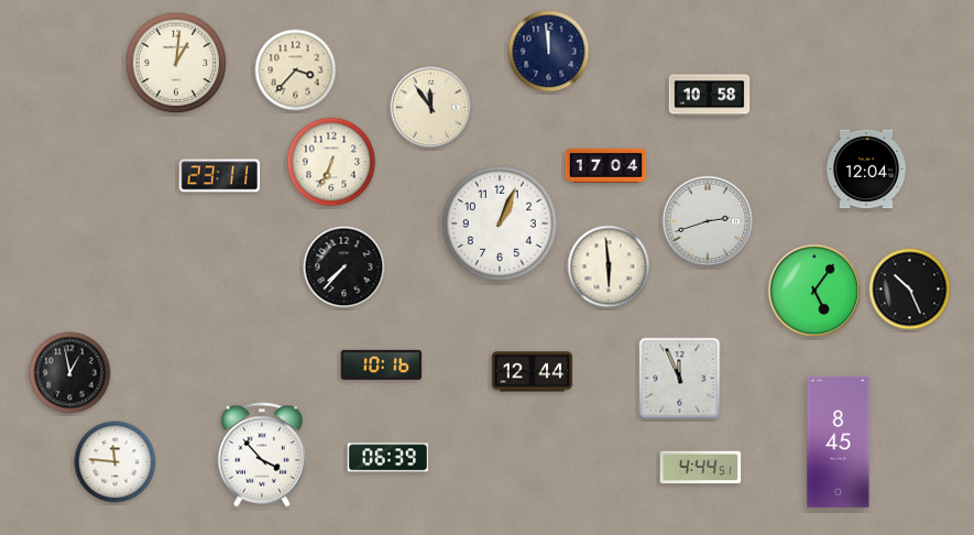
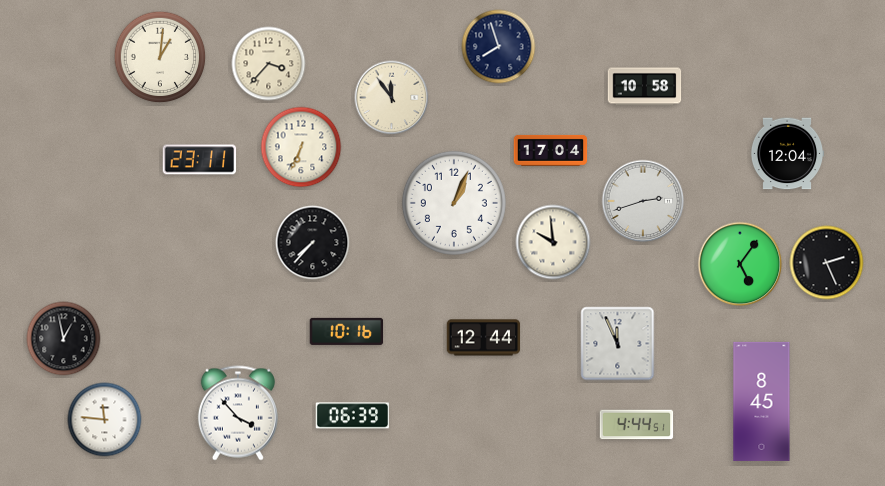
clock at (549, 52): 11:59 -> 7:57
clock at (609, 266): 5:59 -> 9:59
clock at (910, 290): 10:26 -> 2:26
